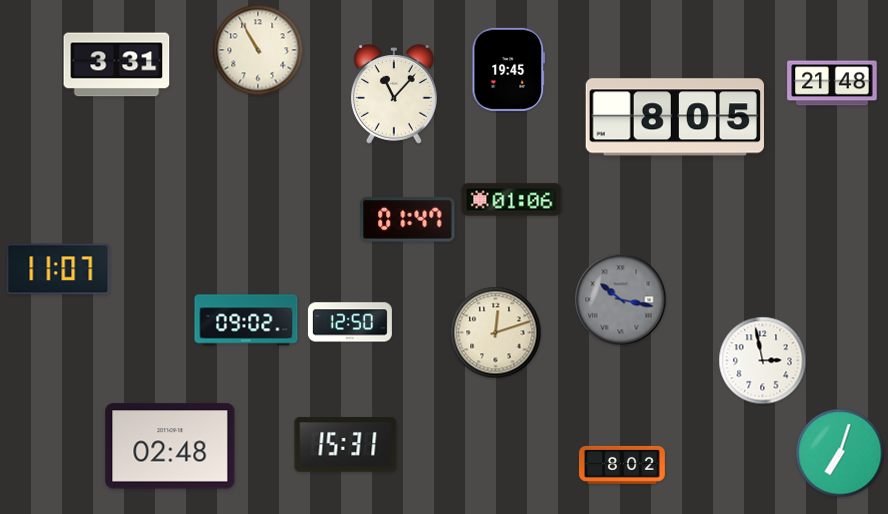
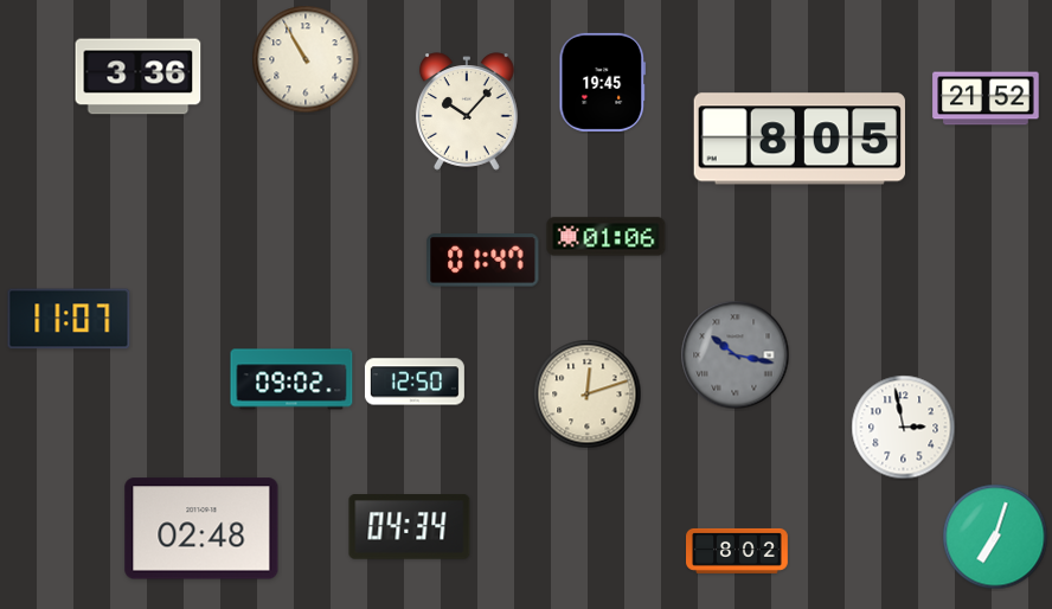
clock at (117, 65): 3:31 -> 3:36
clock at (832, 83): 21:48 -> 21:52
clock at (394, 94): 11:07 -> 10:07
clock at (346, 445): 15:31 -> 04:34
